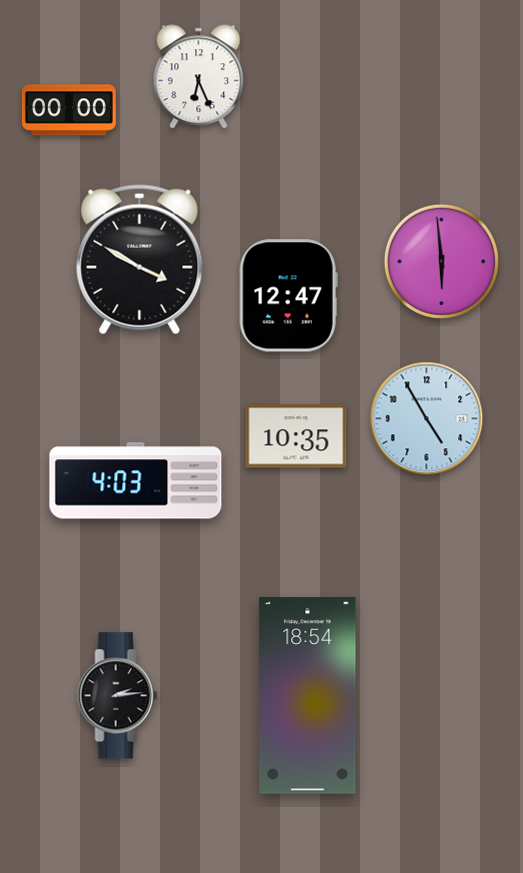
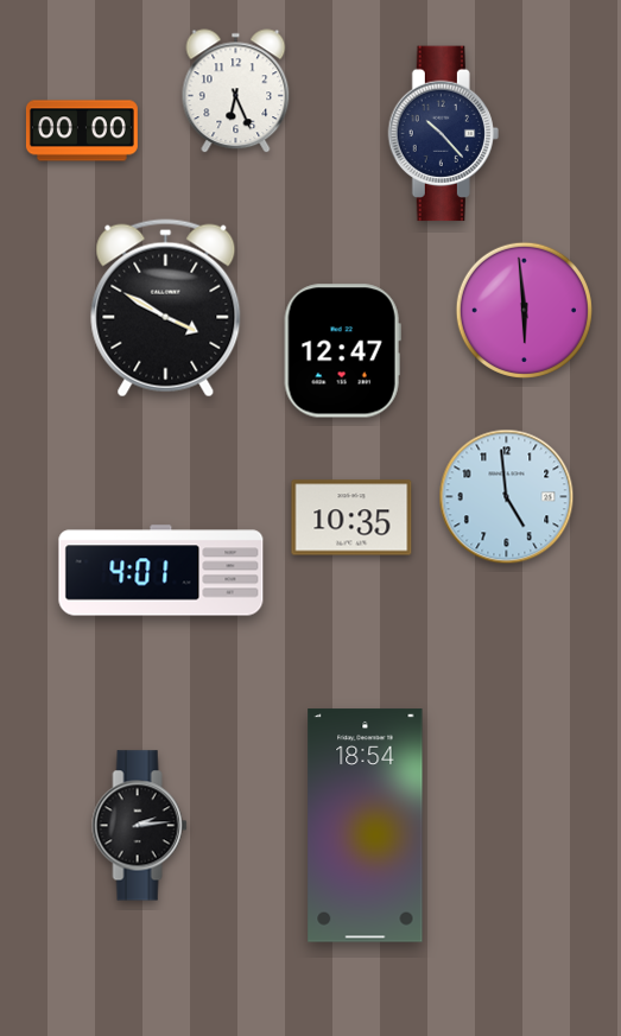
clock at (443, 134): none -> 10:23
clock at (427, 419): 4:55 -> 4:59
clock at (136, 481): 4:03 -> 4:01
